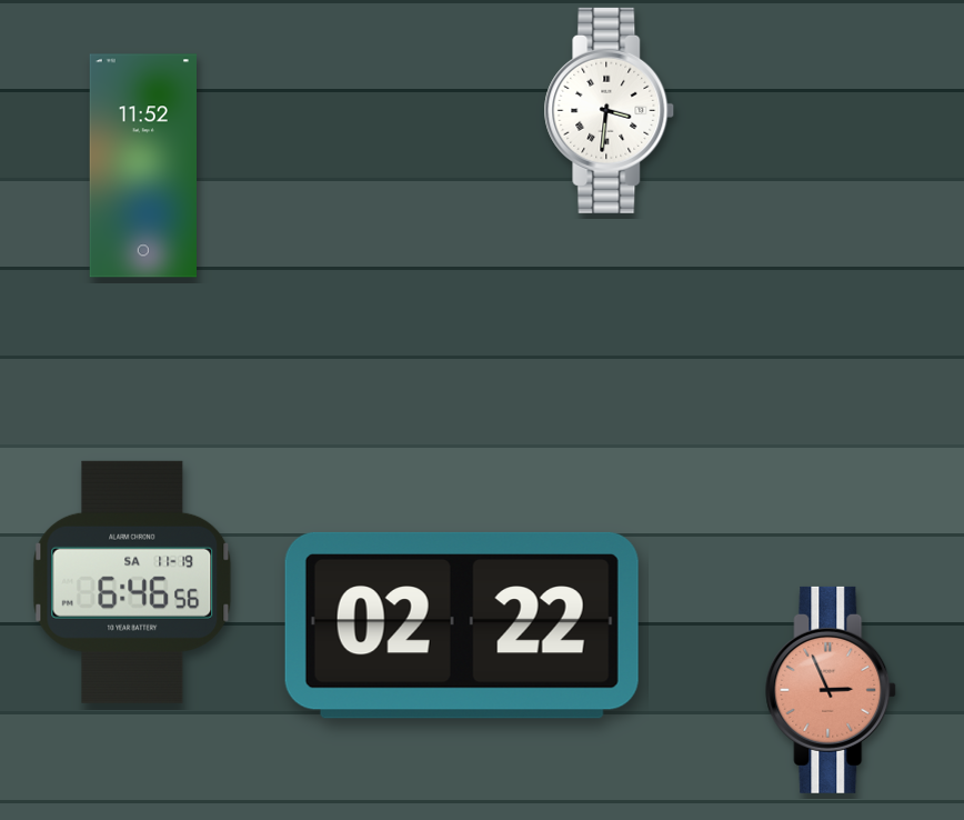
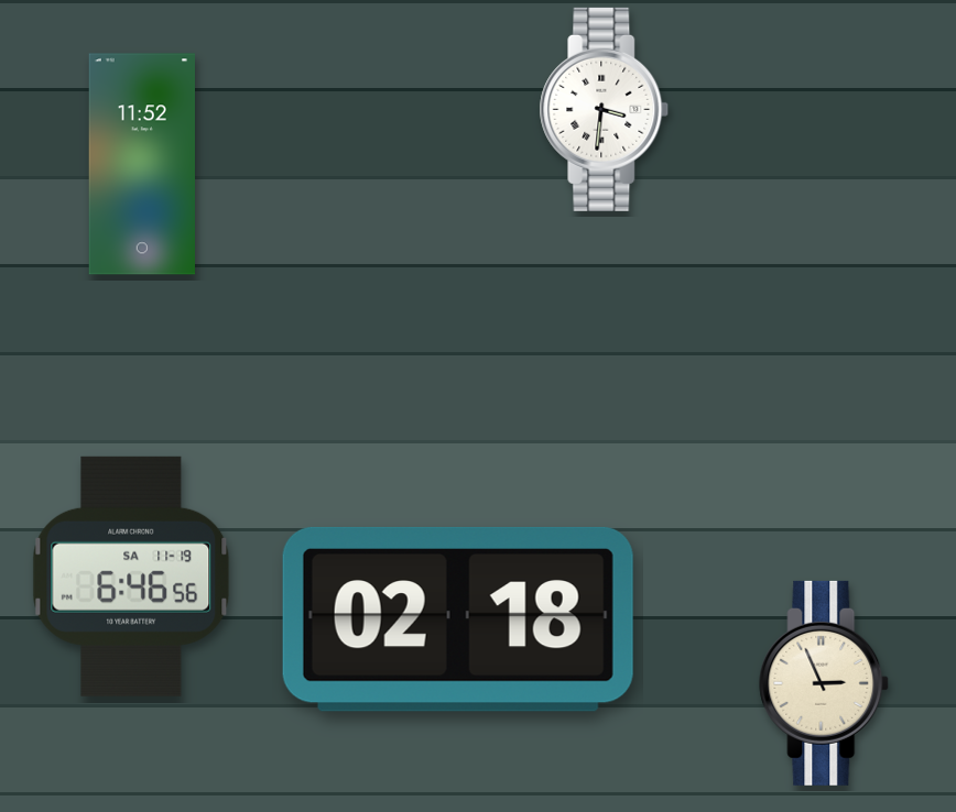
clock at (462, 626): 02:22 -> 02:18
clock at (832, 690) dial: salmon -> cream
